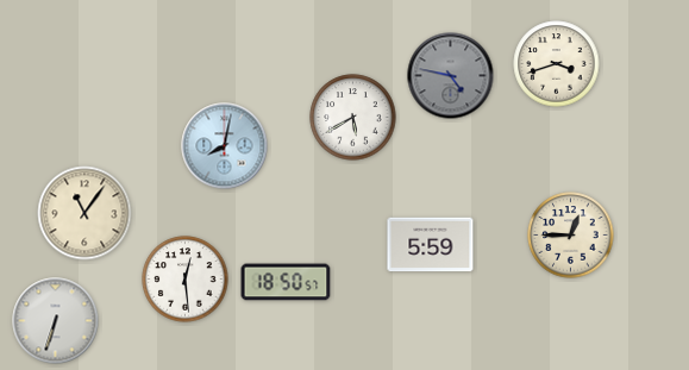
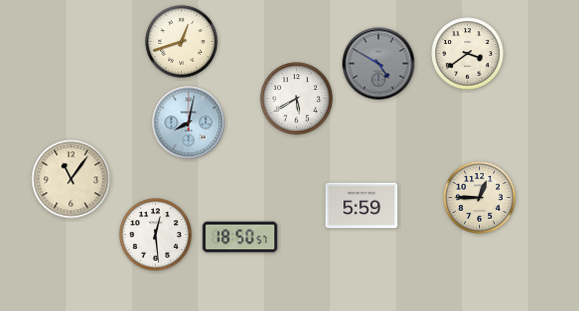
clock at (182, 42): none -> 12:42
clock at (557, 64): 3:42 -> 3:39
clock at (451, 76): 4:47 -> 4:50
clock at (56, 321): 6:33 -> none
